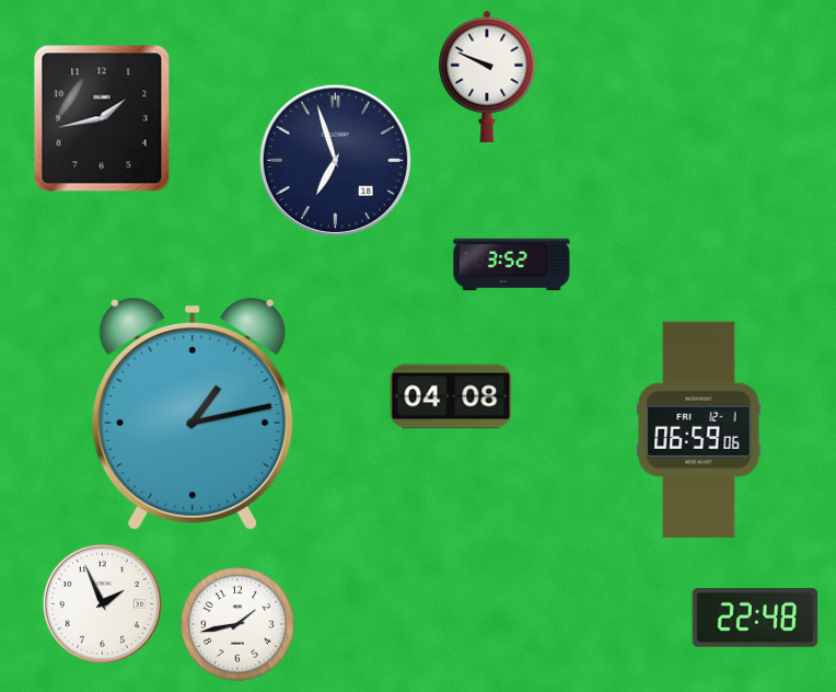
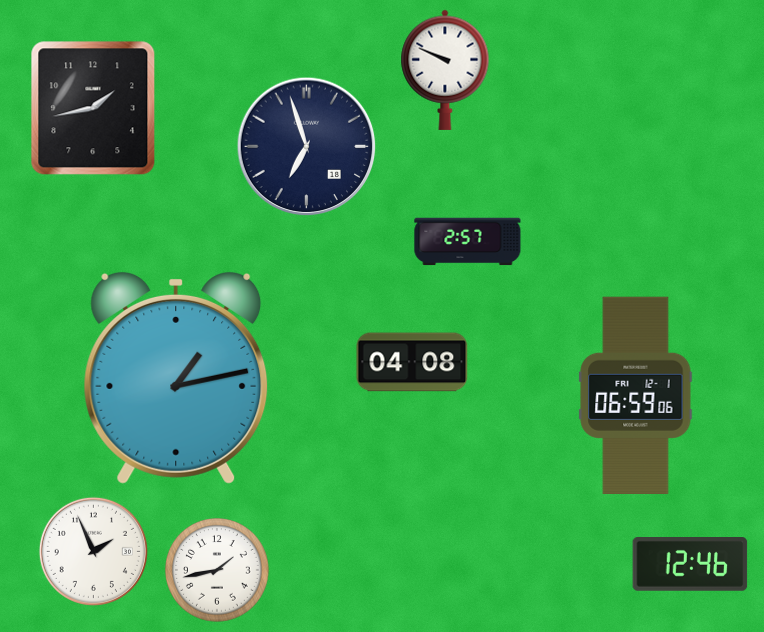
clock at (512, 265): 3:52 -> 2:57
clock at (699, 429) position: (699, 429) -> (636, 395)
clock at (755, 619): 22:48 -> 12:46
